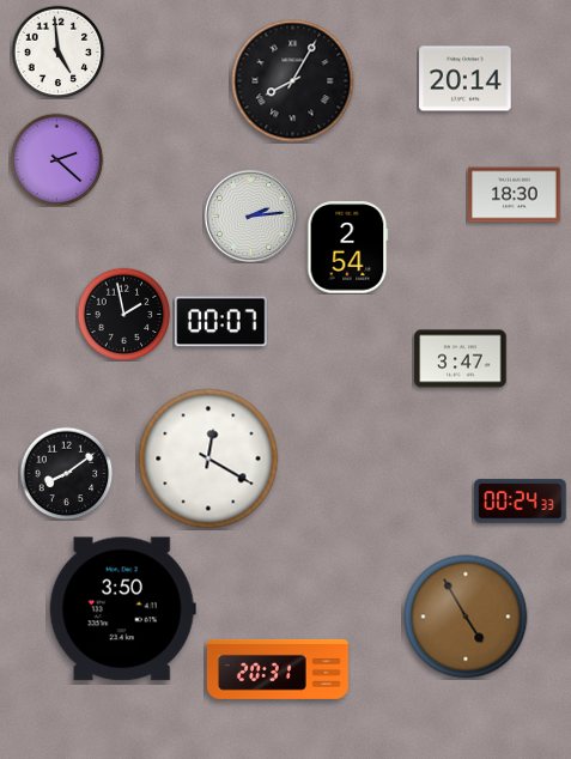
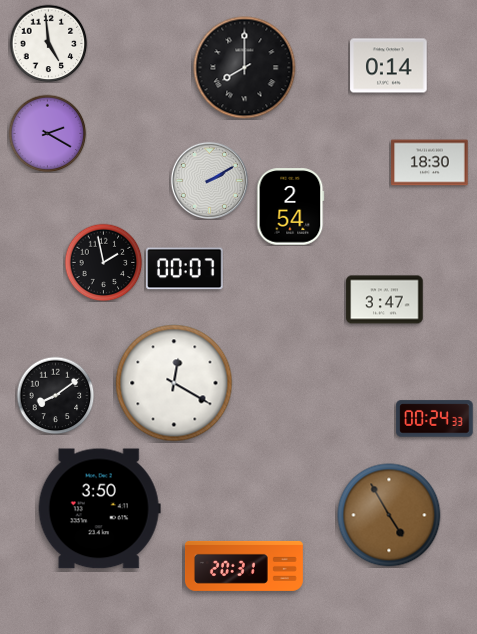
clock at (466, 79): 20:14 -> 0:14
clock at (293, 81): 8:05 -> 8:00
clock at (56, 159): 2:22 -> 2:20
clock at (250, 215): 2:14 -> 2:10
clock at (122, 609) position: (122, 609) -> (99, 509)
clock at (278, 669) position: (278, 669) -> (244, 566)
